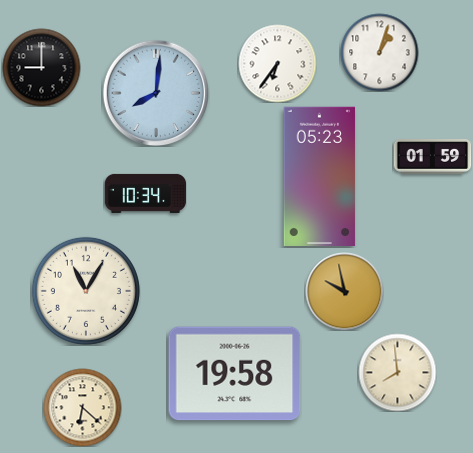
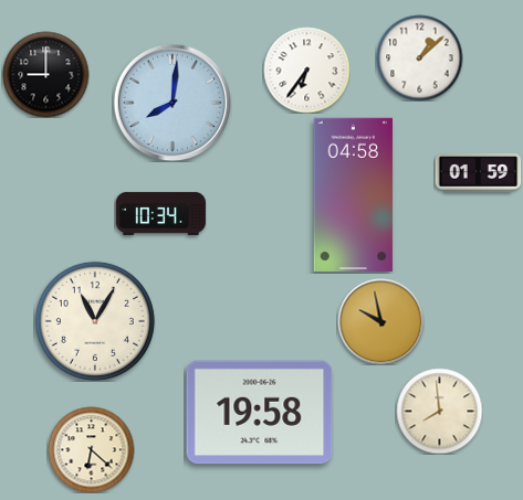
clock at (379, 52): 1:03 -> 1:08
clock at (320, 176): 05:23 -> 04:58
